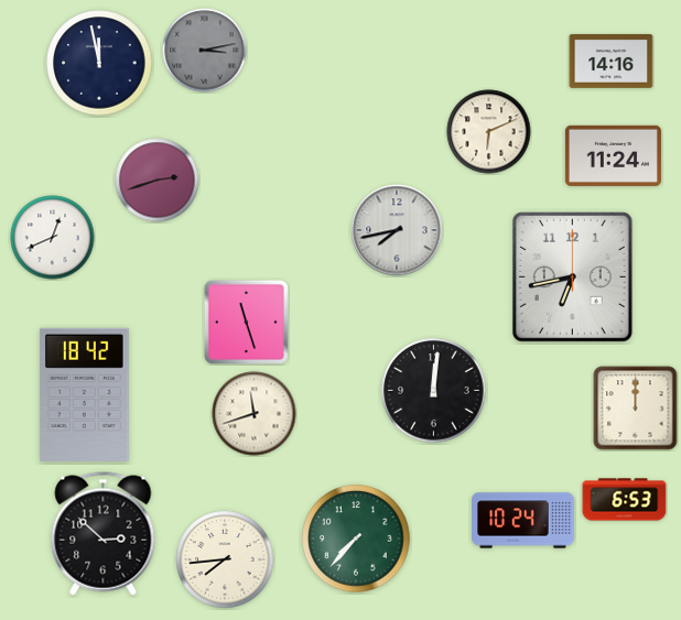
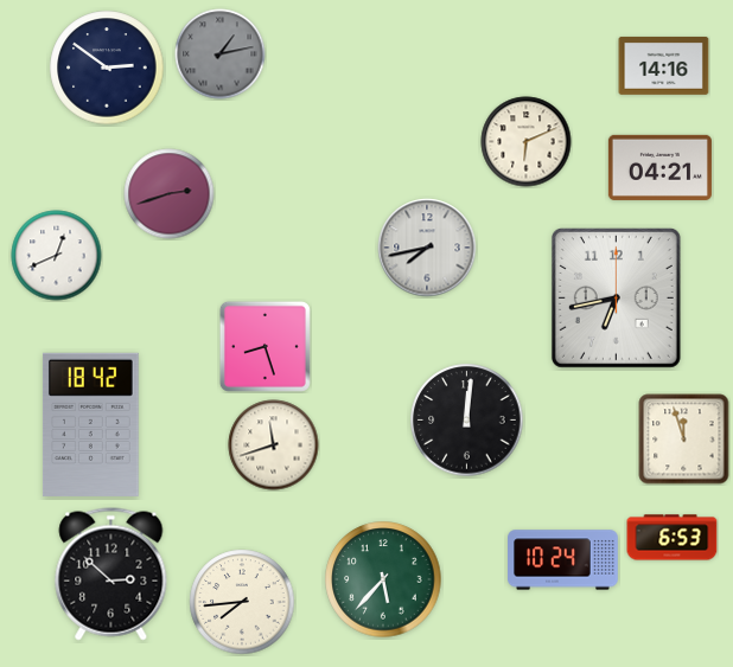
clock at (205, 51): 3:13 -> 1:13
clock at (612, 61) position: (612, 61) -> (664, 65)
clock at (99, 63): 11:58 -> 2:51
clock at (613, 155): 11:24 -> 04:21
clock at (246, 322): 11:27 -> 8:27
clock at (636, 409): 12:00 -> 11:57
clock at (356, 539): 7:37 -> 5:37
